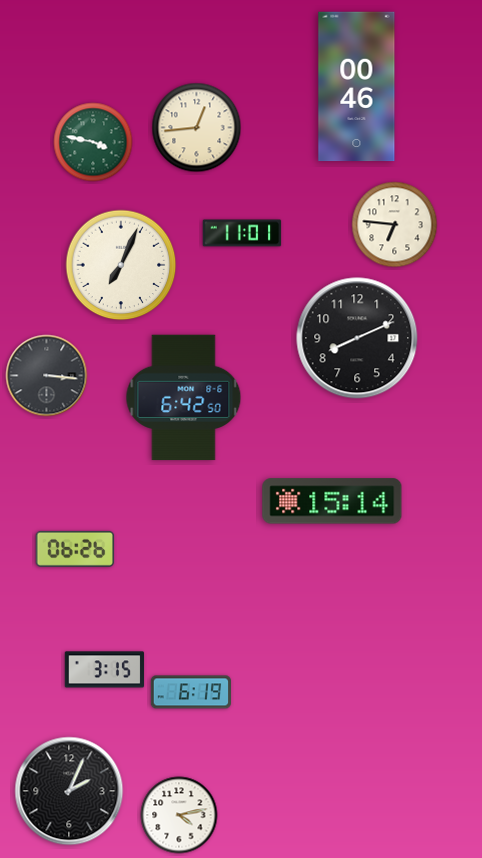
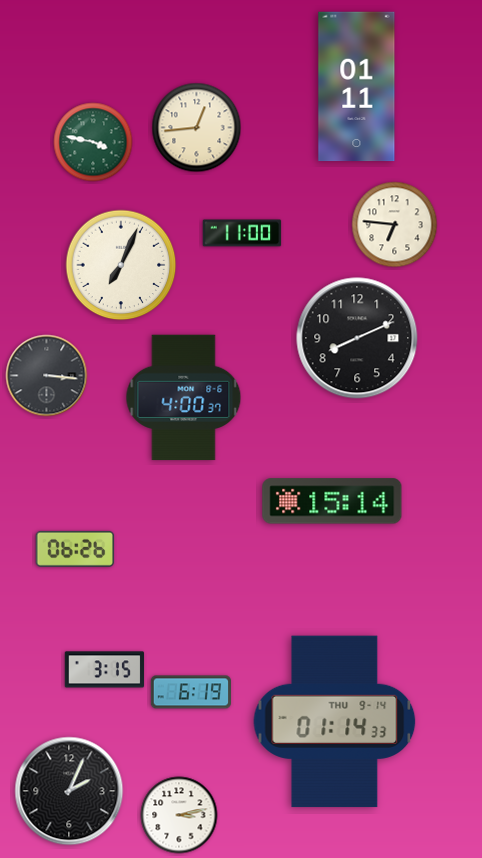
clock at (357, 87): 00:46 -> 01:11
clock at (242, 233): 11:01 -> 11:00
clock at (184, 398): 6:42 -> 4:00
clock at (335, 722): none -> 01:14
clock at (179, 815): 4:13 -> 3:13
